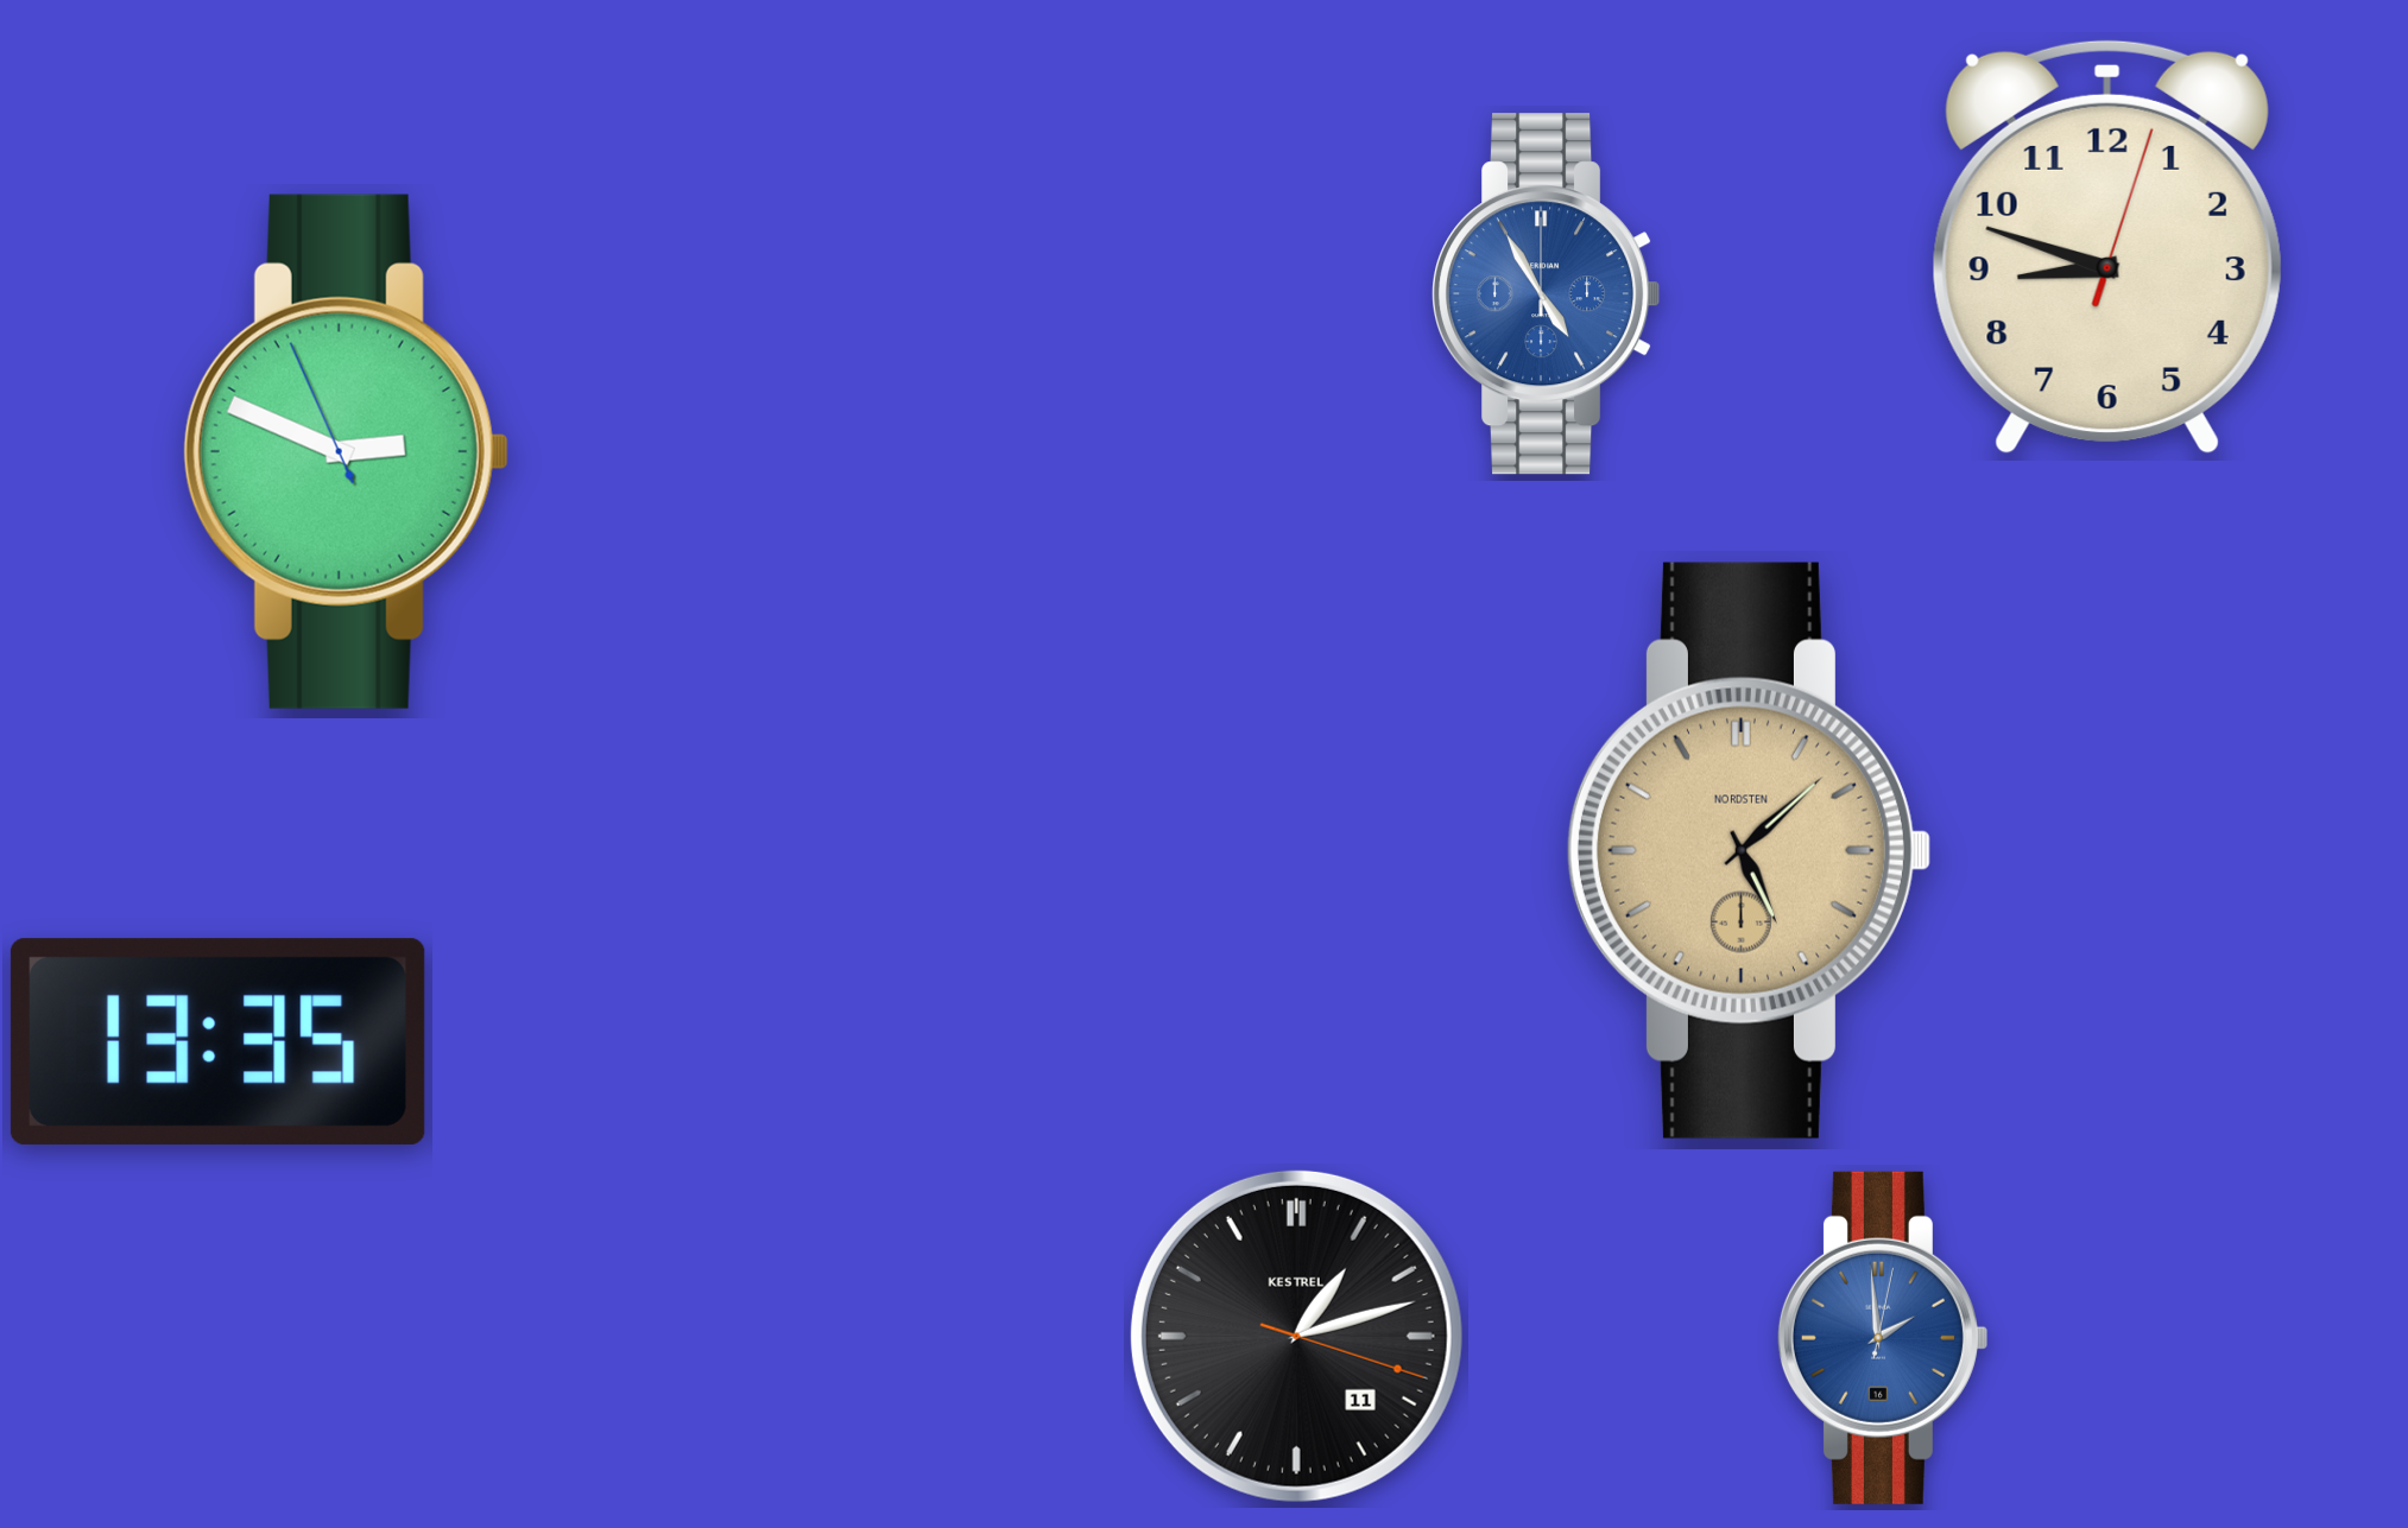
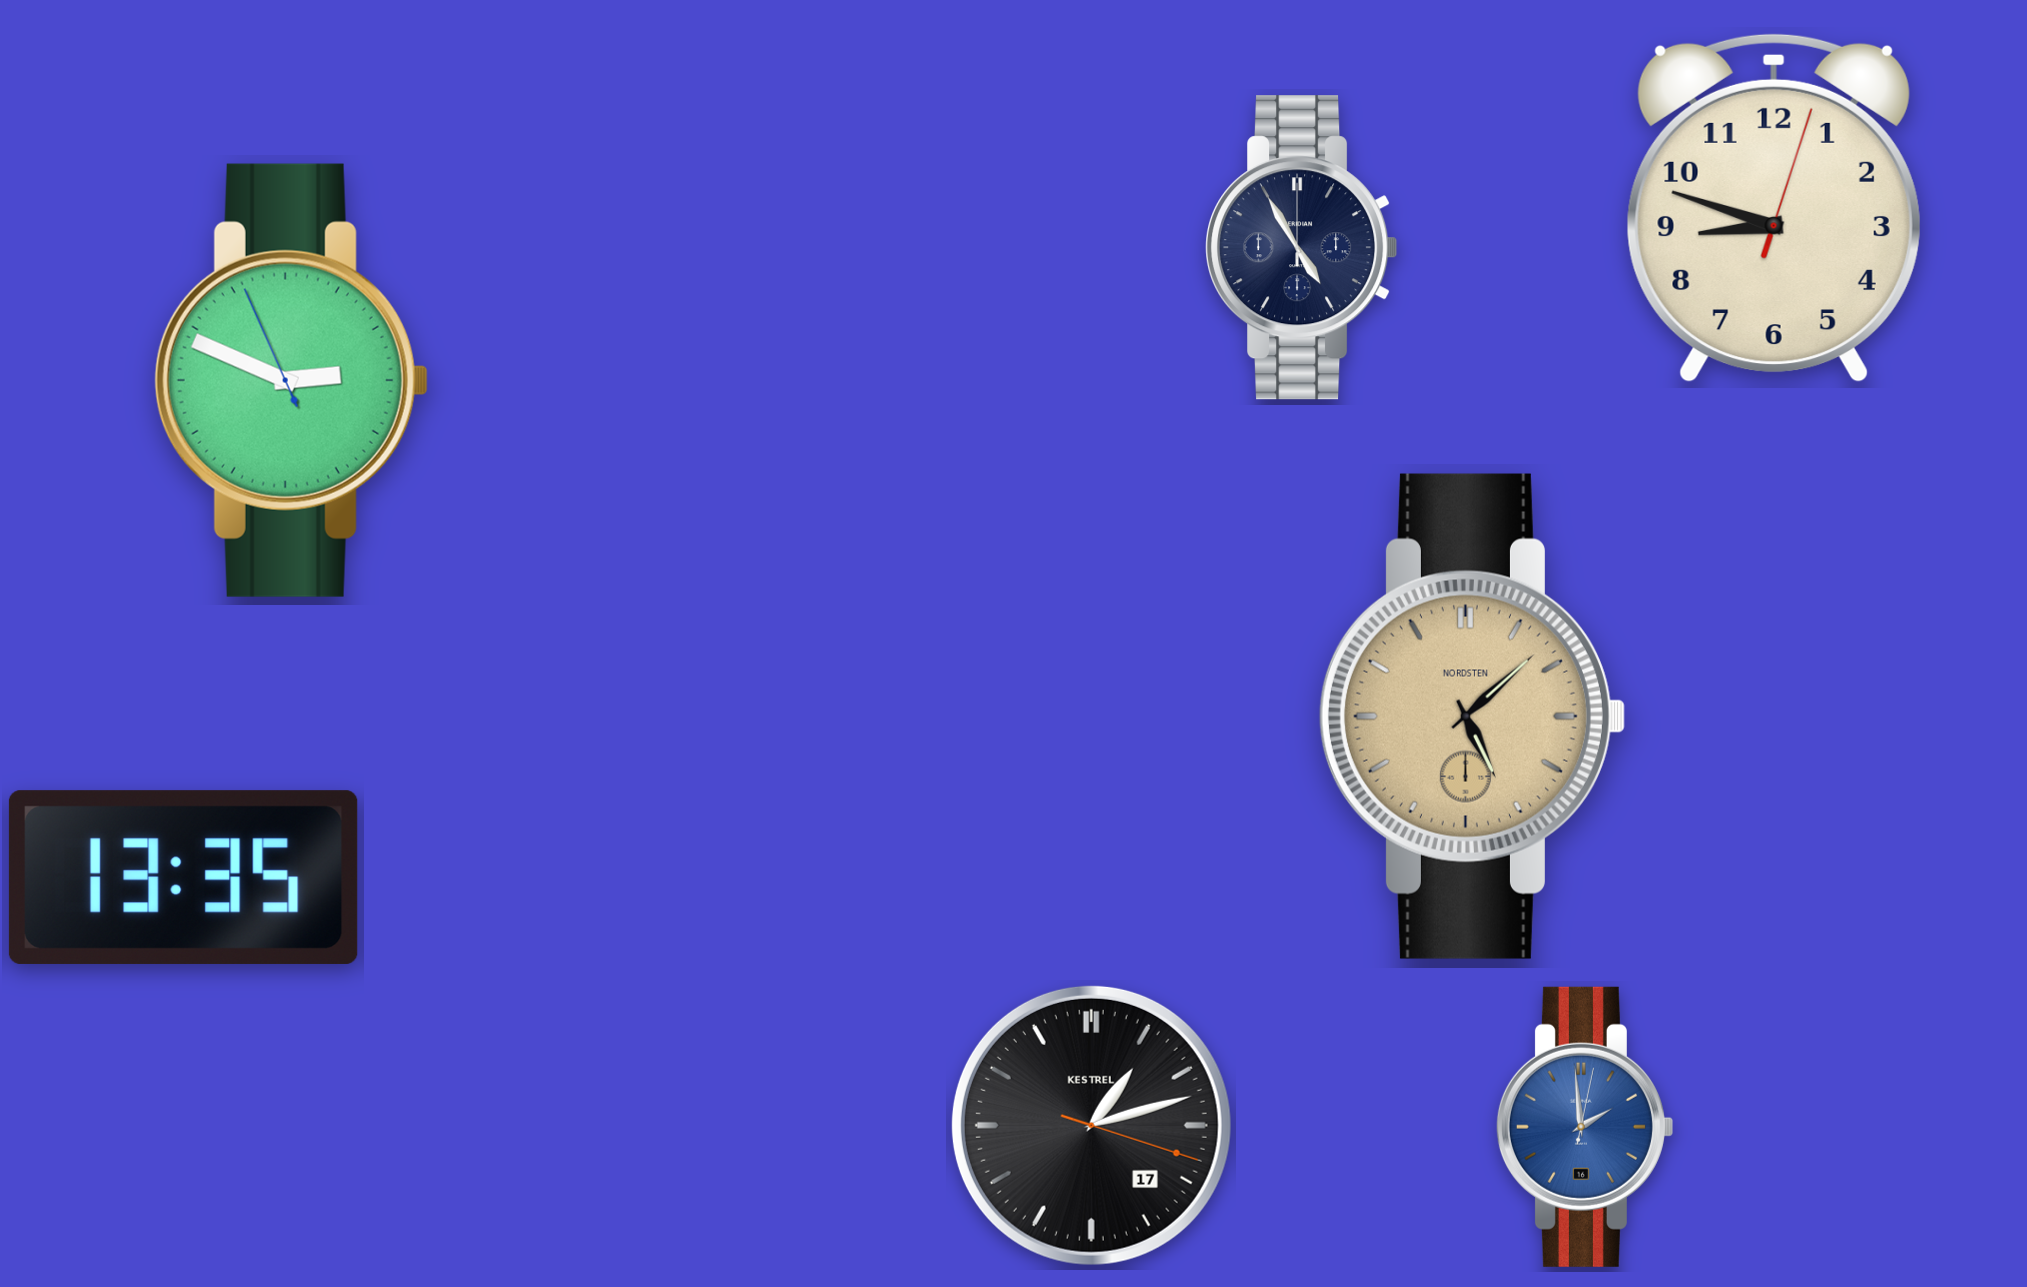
clock at (1547, 294) dial: blue -> navy
clock at (1296, 1336) date: 11 -> 17
